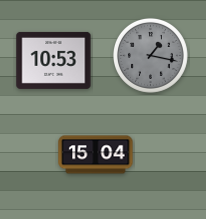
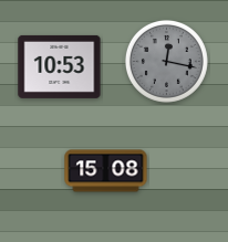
clock at (150, 55): 1:17 -> 12:17
clock at (96, 155): 15:04 -> 15:08
